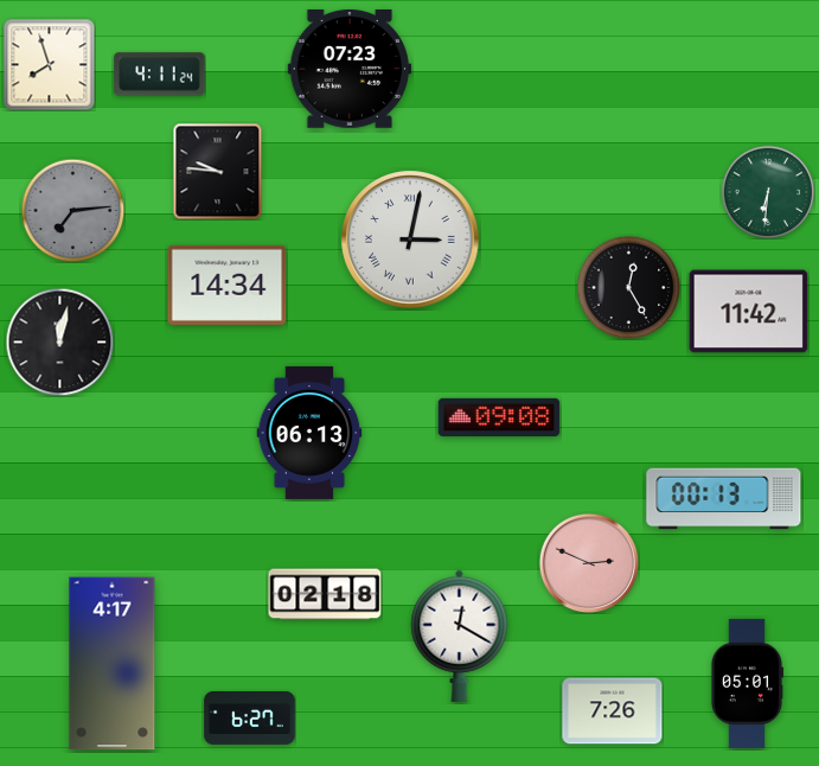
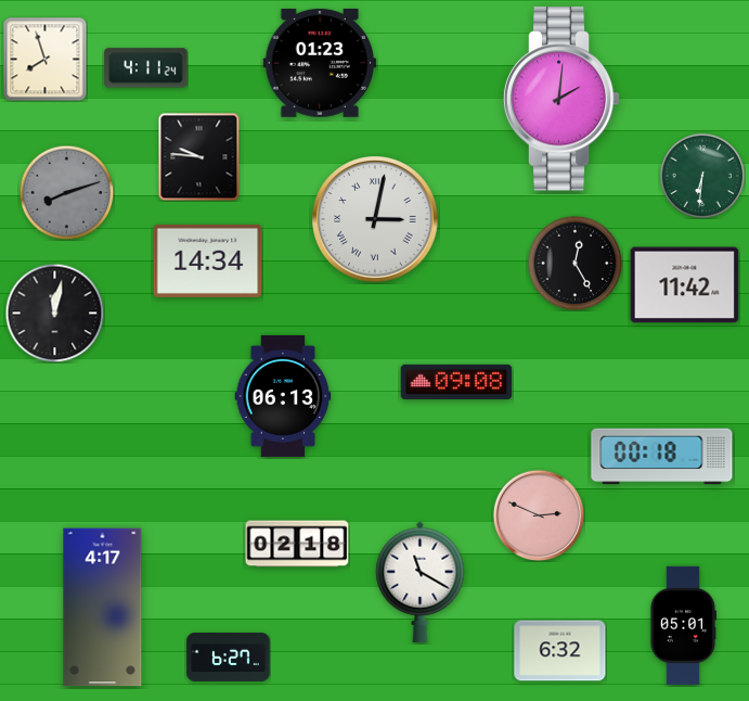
clock at (350, 69): 07:23 -> 01:23
clock at (561, 99): none -> 2:01
clock at (72, 210): 7:14 -> 8:12
clock at (724, 499): 00:13 -> 00:18
clock at (460, 636): 12:20 -> 11:20
clock at (613, 711): 7:26 -> 6:32
